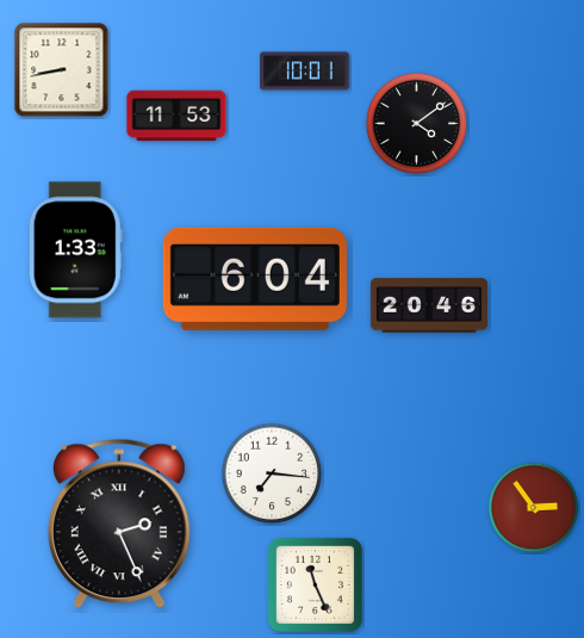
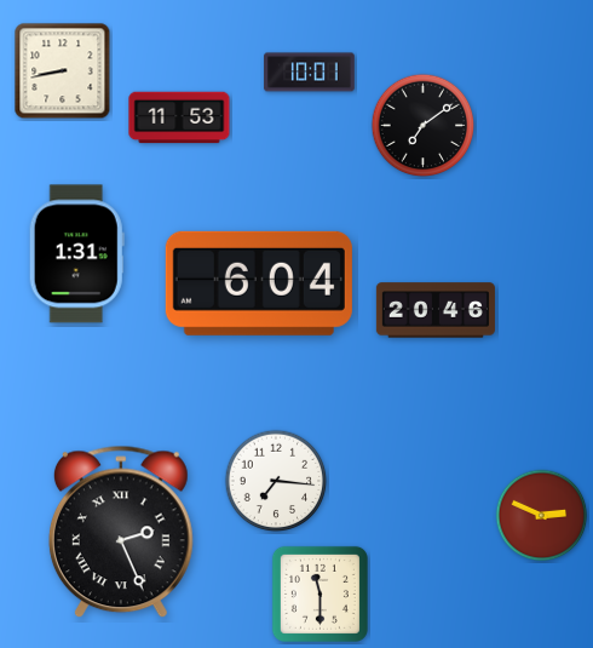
clock at (417, 124): 4:09 -> 7:09
clock at (75, 250): 1:33 -> 1:31
clock at (534, 508): 2:54 -> 2:49
clock at (315, 584): 11:26 -> 11:30
